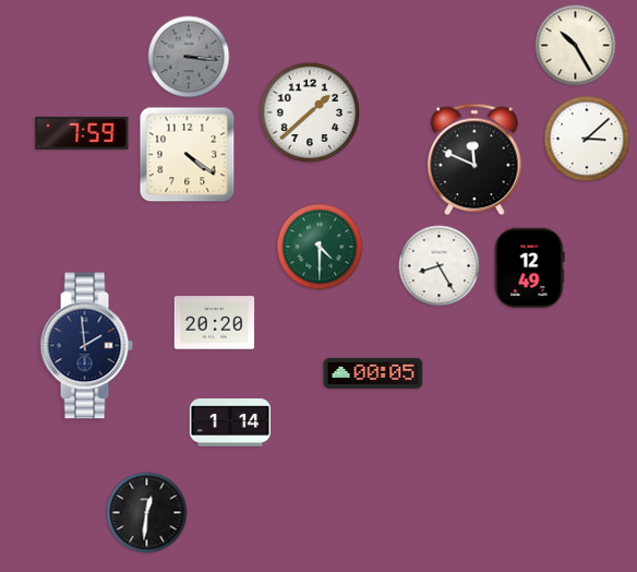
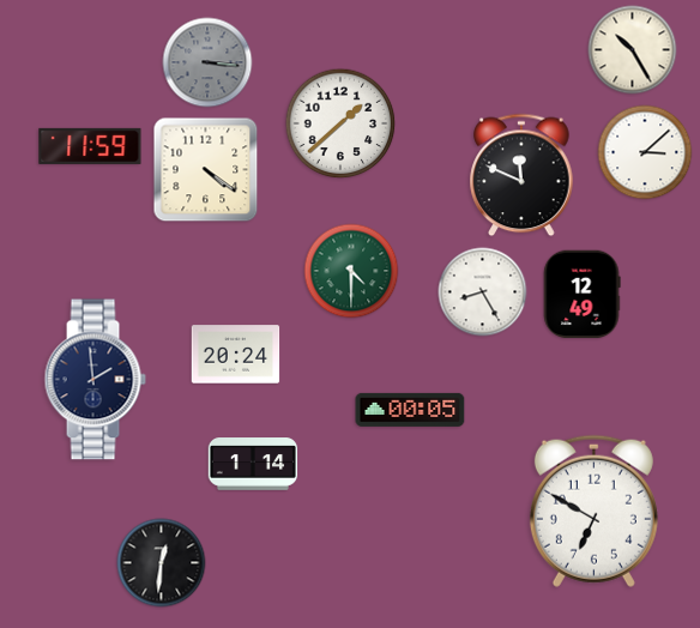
clock at (82, 133): 7:59 -> 11:59
clock at (215, 323): 20:20 -> 20:24
clock at (593, 511): none -> 6:50
